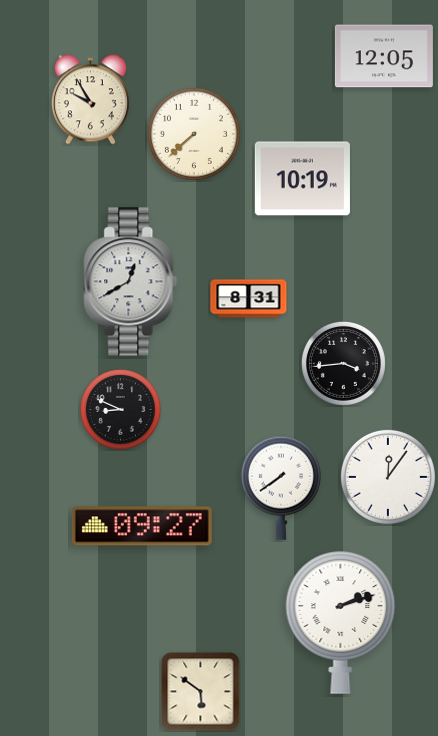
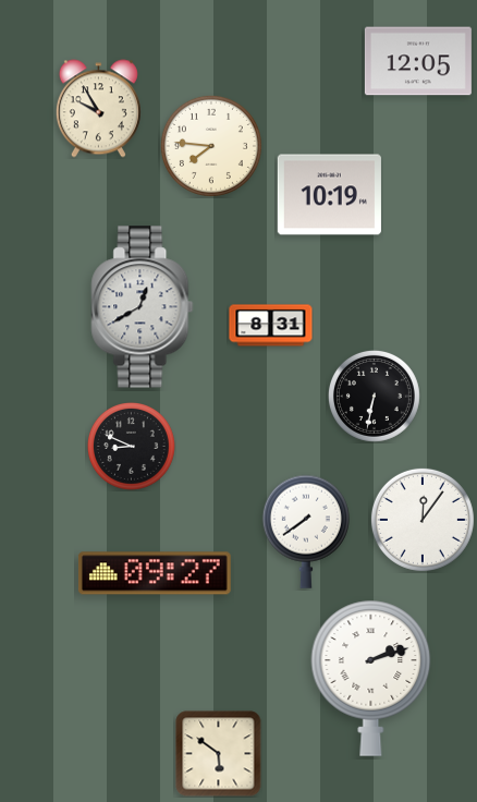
clock at (194, 134): 7:38 -> 7:46
clock at (343, 363): 3:44 -> 6:32
